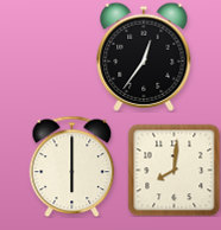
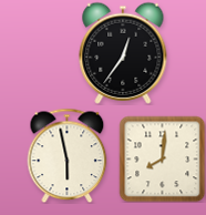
clock at (144, 57) position: (144, 57) -> (123, 53)
clock at (72, 166): 6:00 -> 5:58
